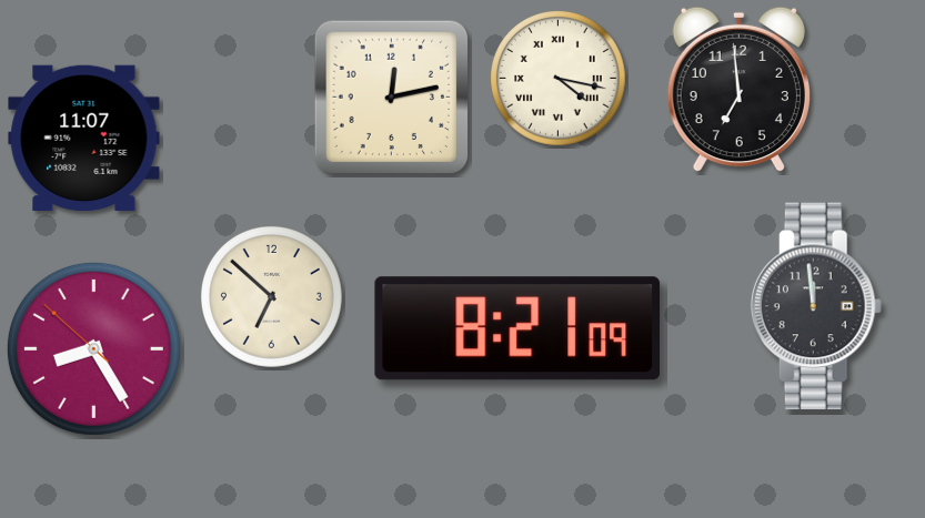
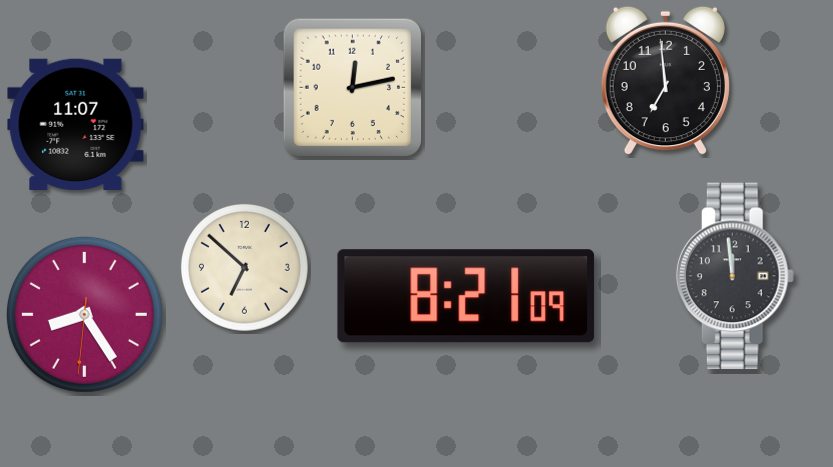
clock at (559, 79): 4:17 -> none
clock at (93, 348): 8:24:52 -> 8:24:31
